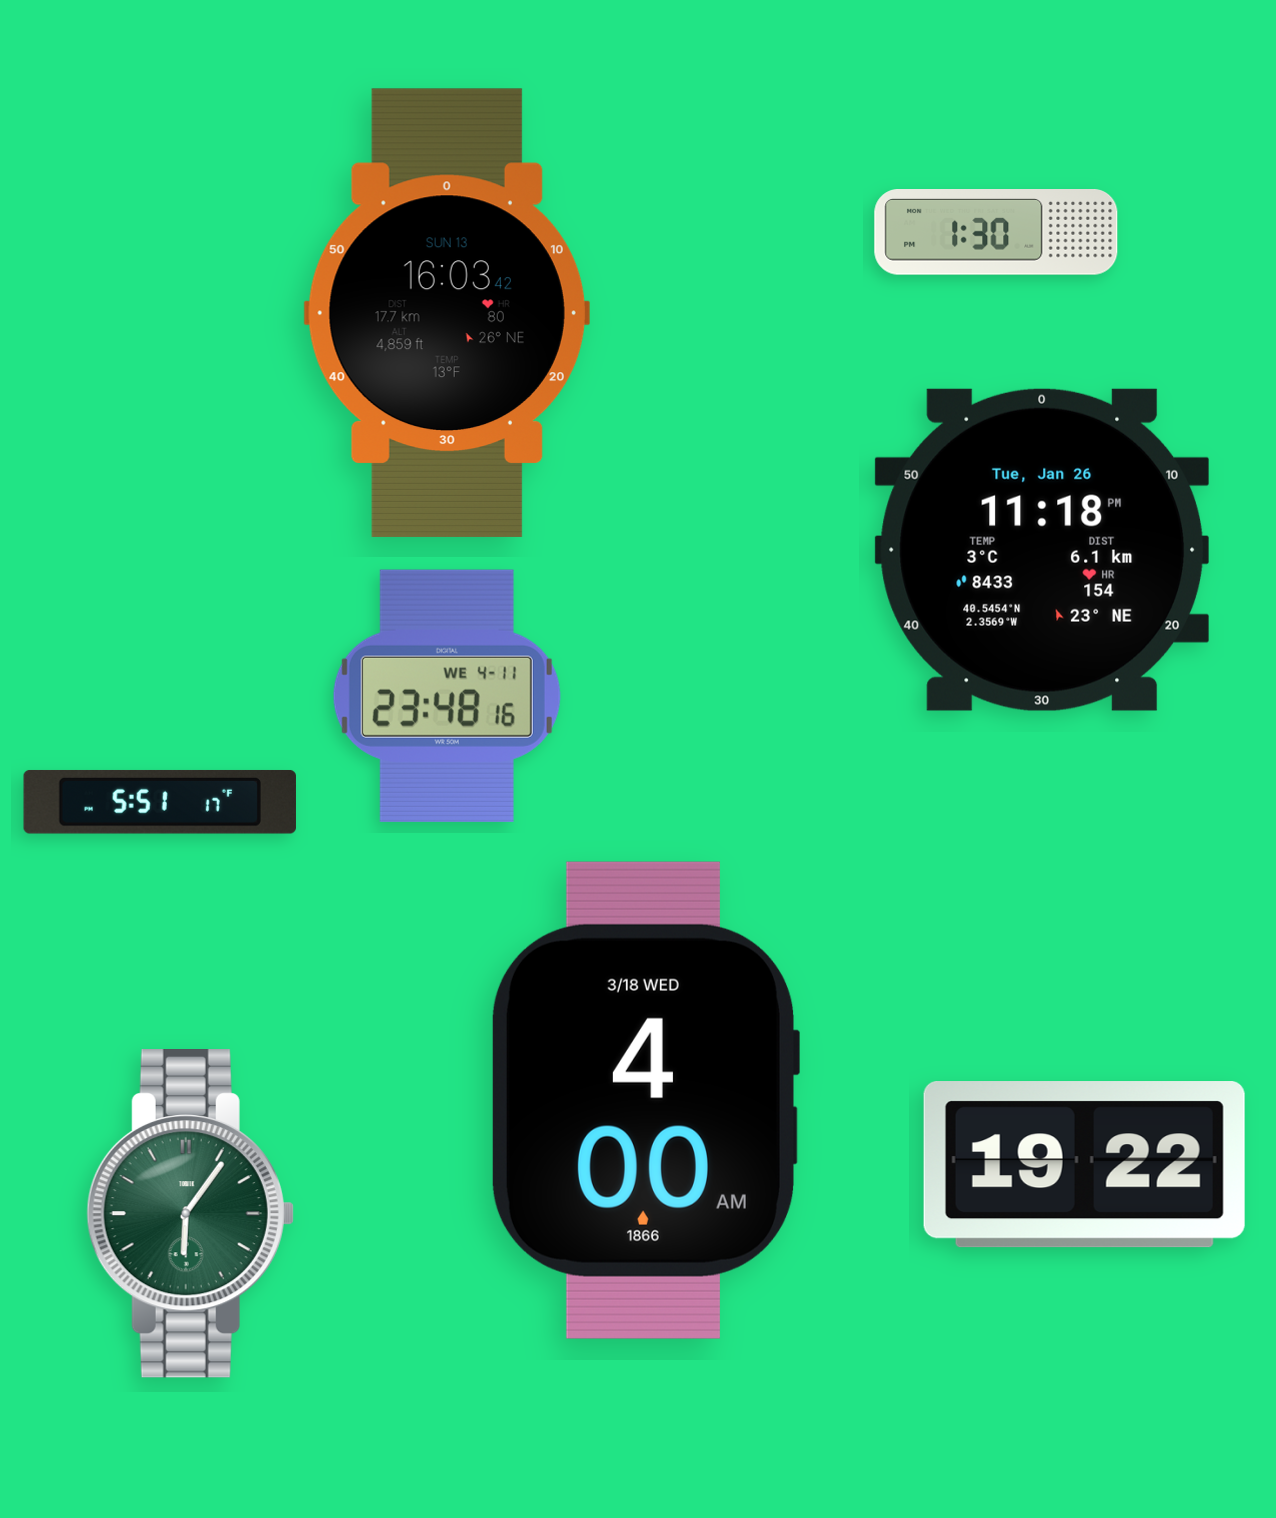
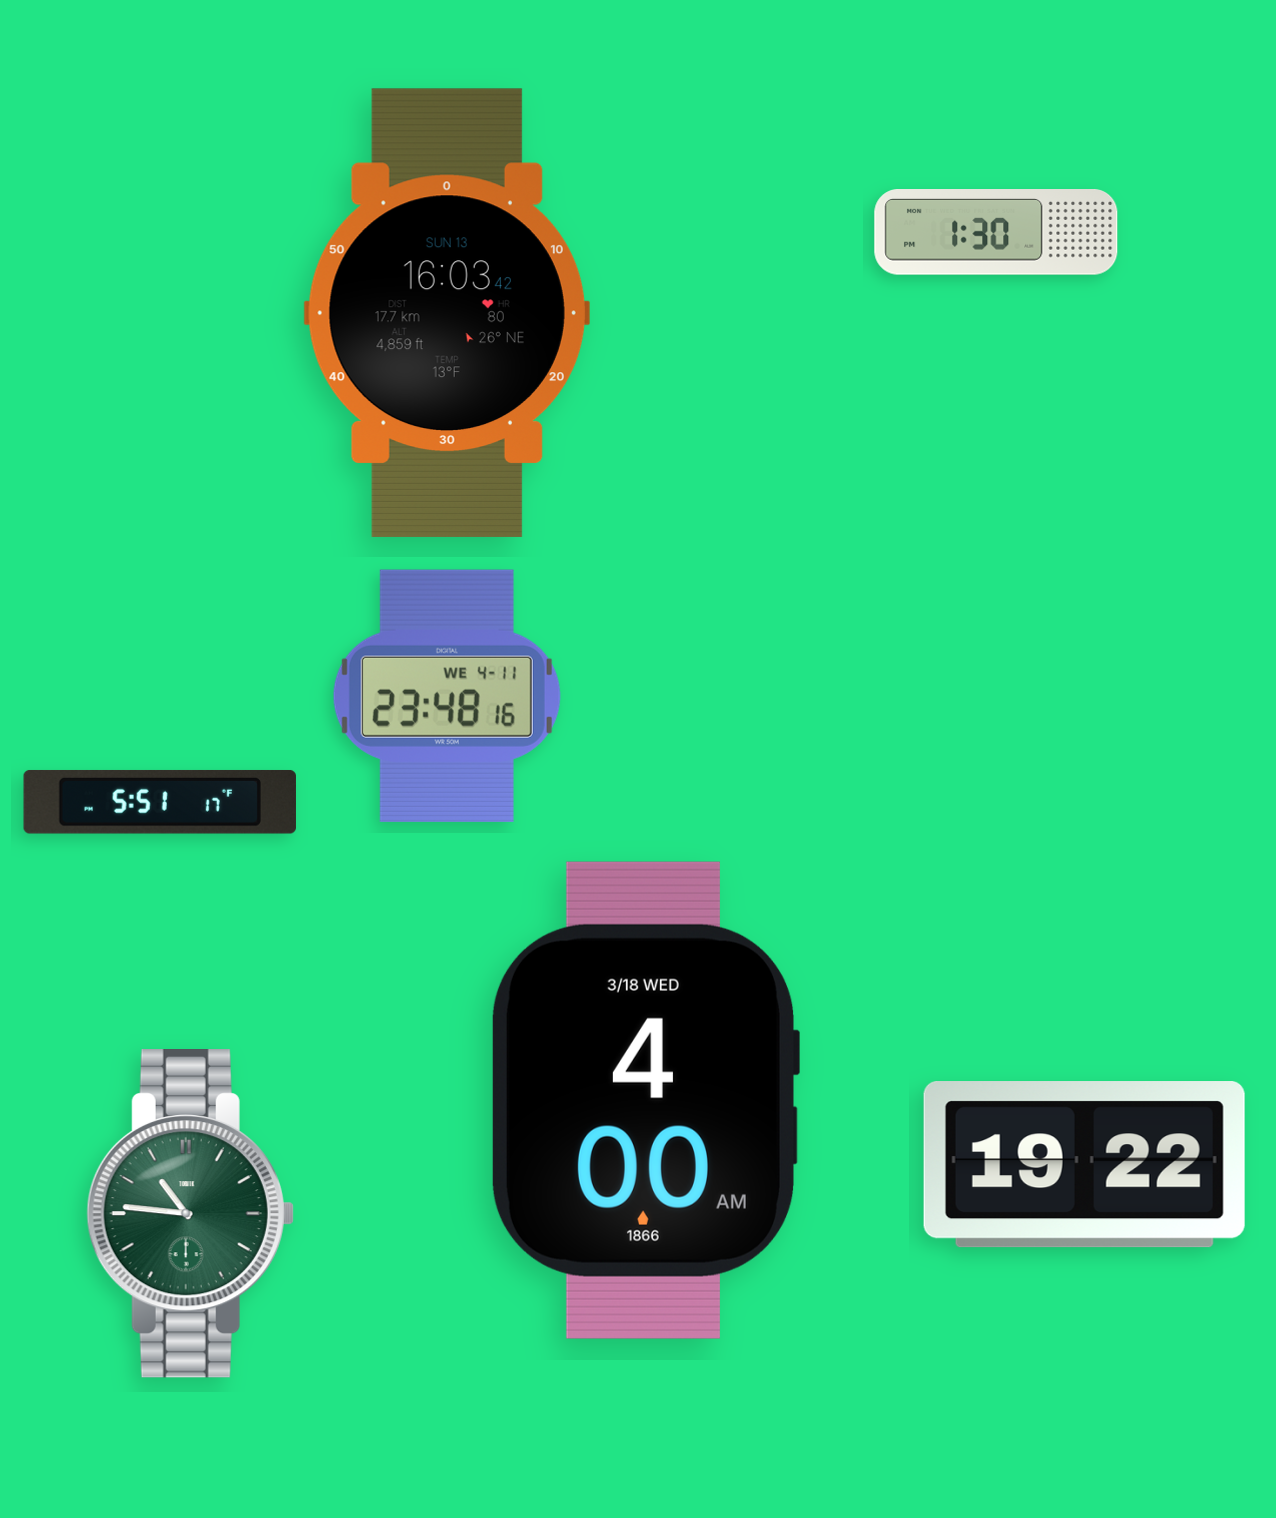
clock at (1041, 550): 11:18 -> none
clock at (190, 1214): 6:06 -> 10:46
